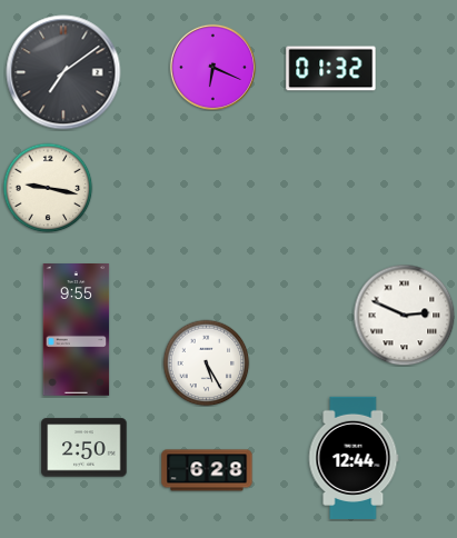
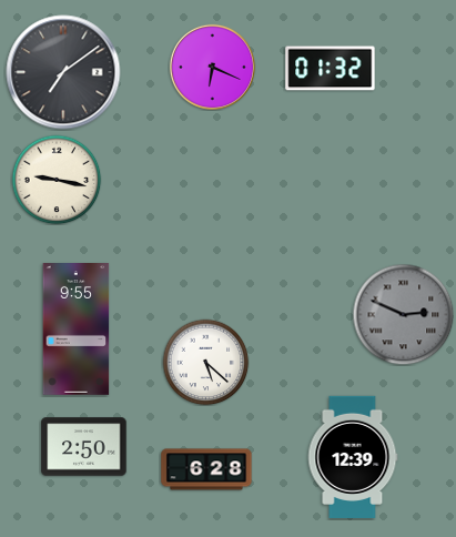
clock at (48, 188) position: (48, 188) -> (57, 180)
clock at (404, 315) dial: white -> grey
clock at (206, 362): 5:25 -> 5:22
clock at (354, 458): 12:44 -> 12:39
